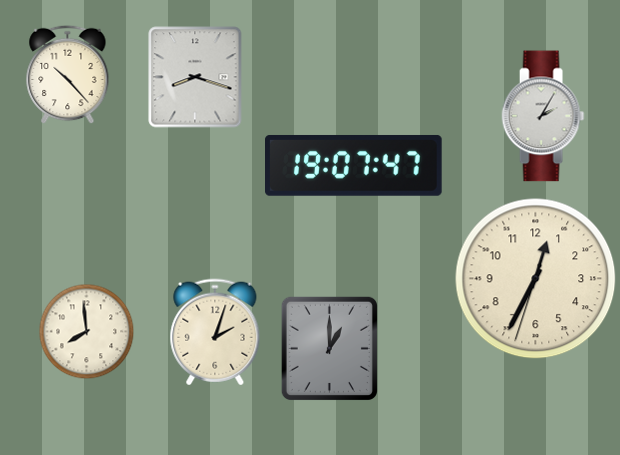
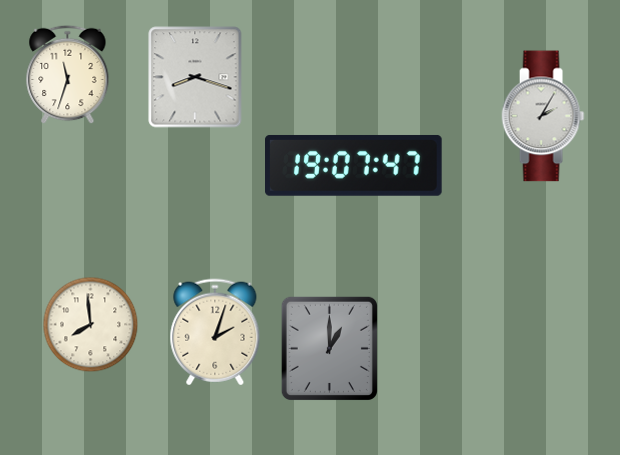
clock at (68, 75): 10:23 -> 11:33
clock at (536, 279): 12:34 -> none
clock at (87, 332) position: (87, 332) -> (91, 325)
